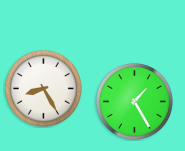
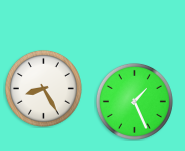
clock at (134, 101): 1:25 -> 1:26
